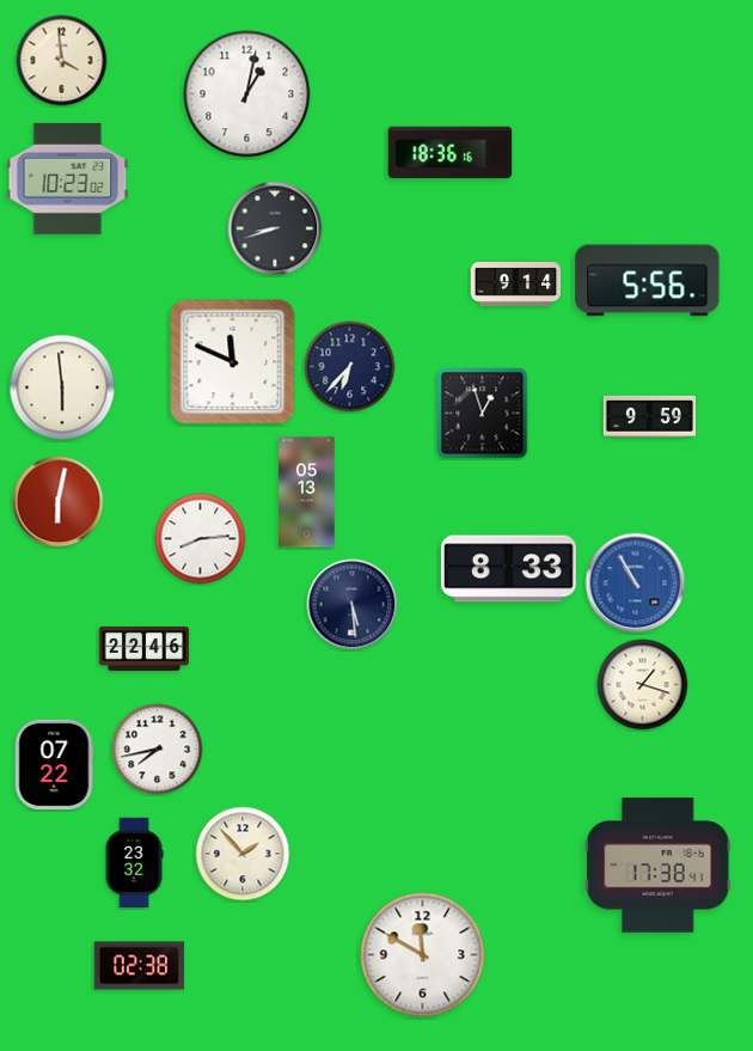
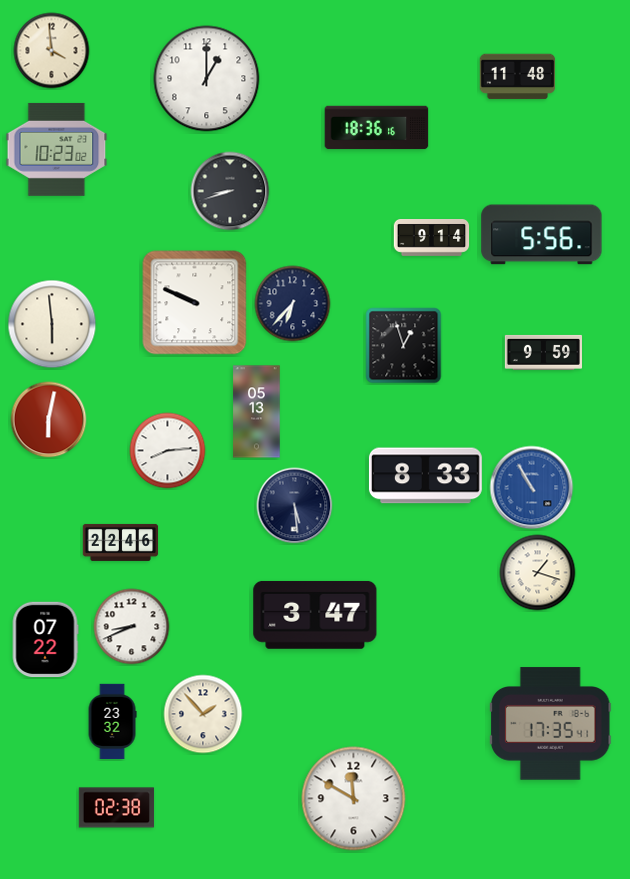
clock at (518, 77): none -> 11:48
clock at (247, 94): 1:02 -> 1:00
clock at (233, 362): 11:49 -> 9:49
clock at (350, 367) position: (350, 367) -> (293, 304)
clock at (649, 416) position: (649, 416) -> (543, 352)
clock at (315, 615): none -> 3:47
clock at (158, 750): 7:43 -> 8:41
clock at (659, 866): 17:38 -> 17:35
